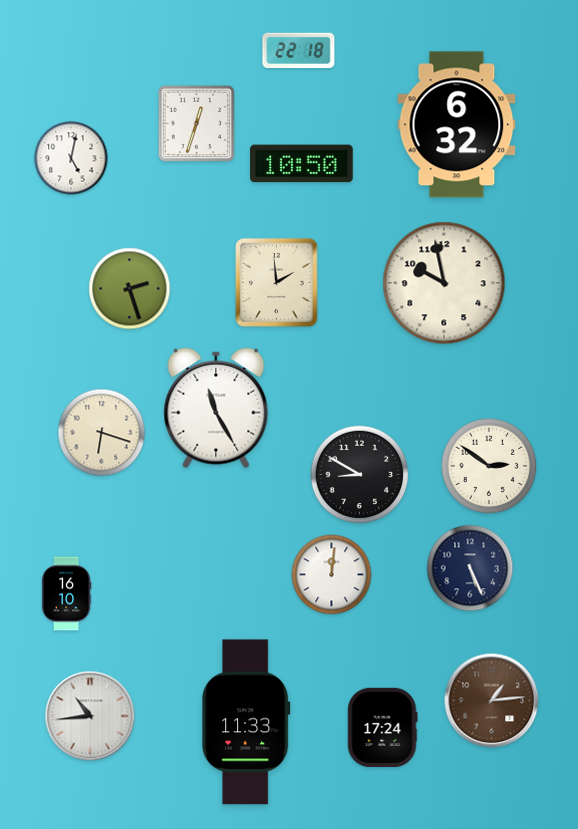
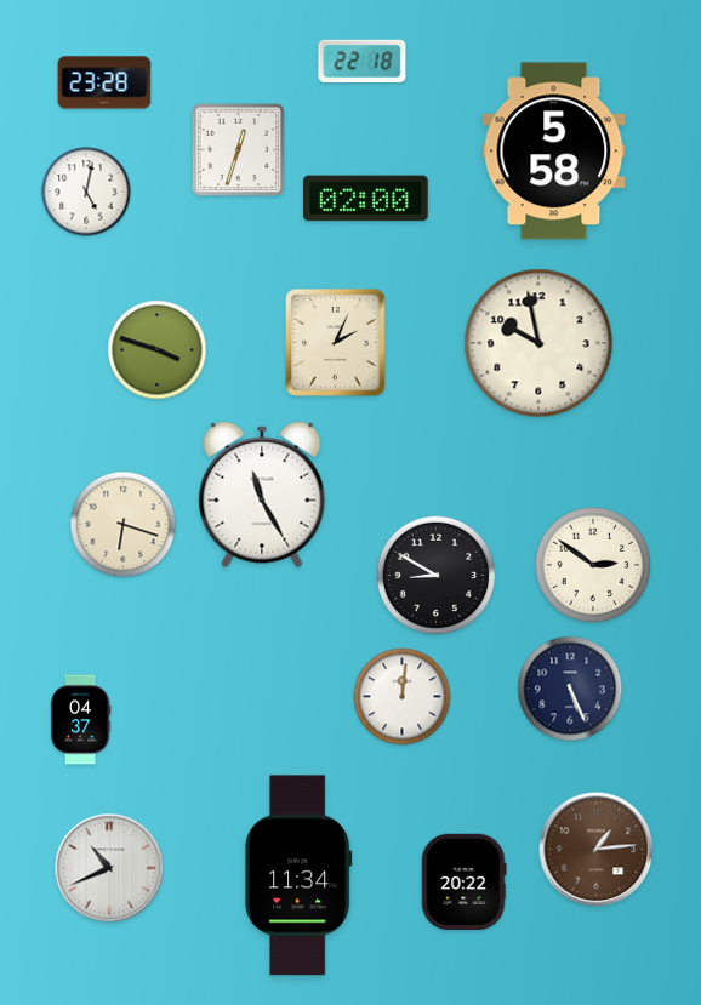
clock at (104, 82): none -> 23:28
clock at (457, 125): 6:32 -> 5:58
clock at (302, 164): 10:50 -> 02:00
clock at (277, 283): 1:59 -> 2:04
clock at (130, 289): 2:27 -> 3:48
clock at (66, 594): 16:10 -> 04:37
clock at (90, 716): 10:44 -> 10:41
clock at (247, 722): 11:33 -> 11:34
clock at (383, 728): 17:24 -> 20:22
